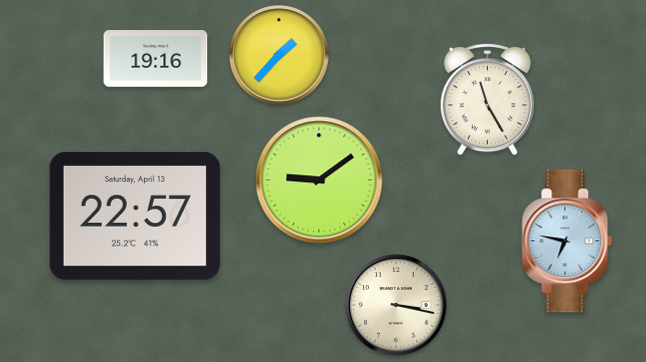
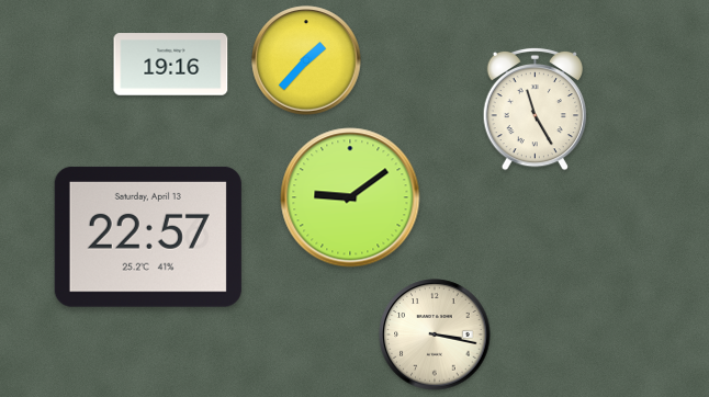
clock at (567, 241): 6:47 -> none
